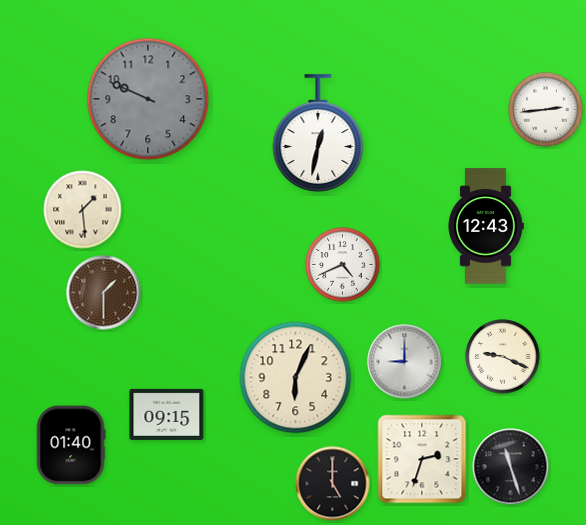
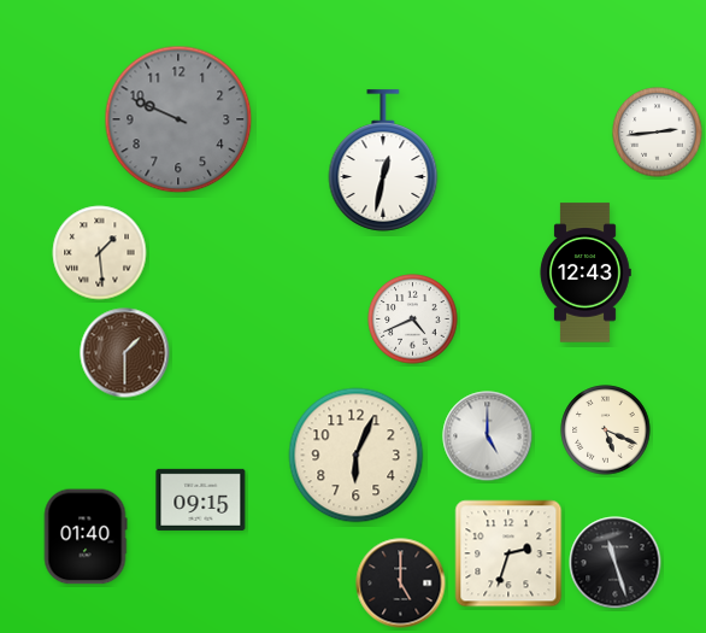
clock at (503, 357): 9:19 -> 5:19
clock at (405, 362): 9:00 -> 5:00
